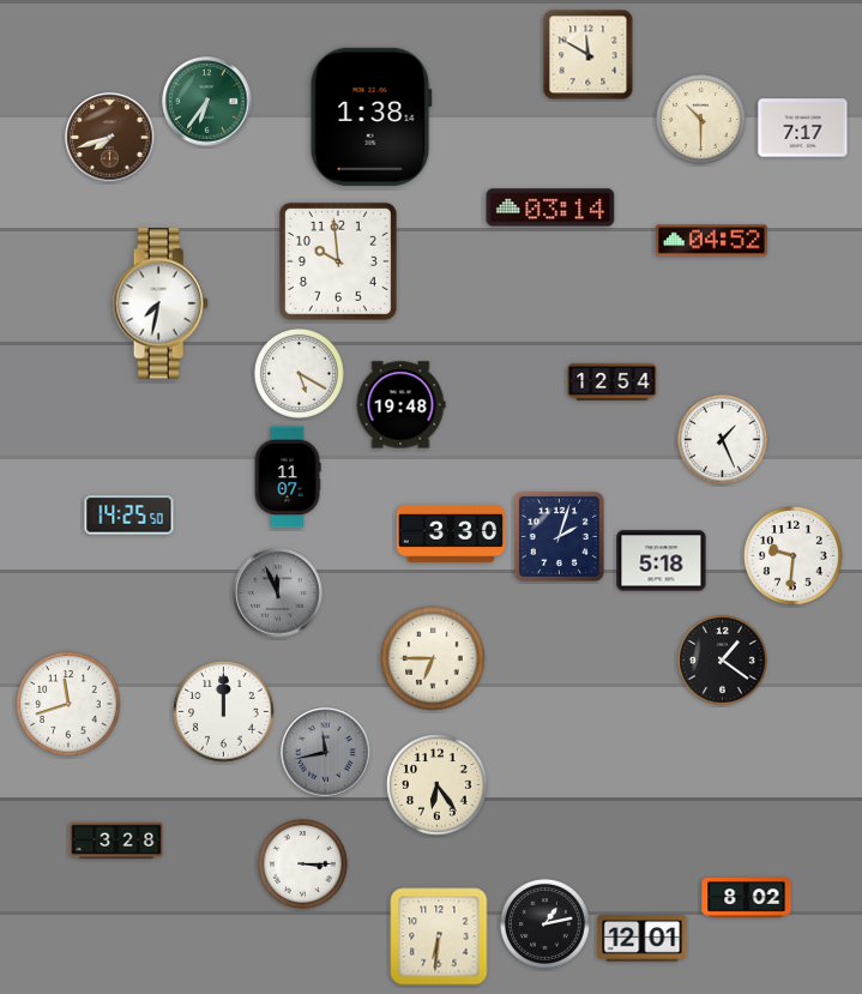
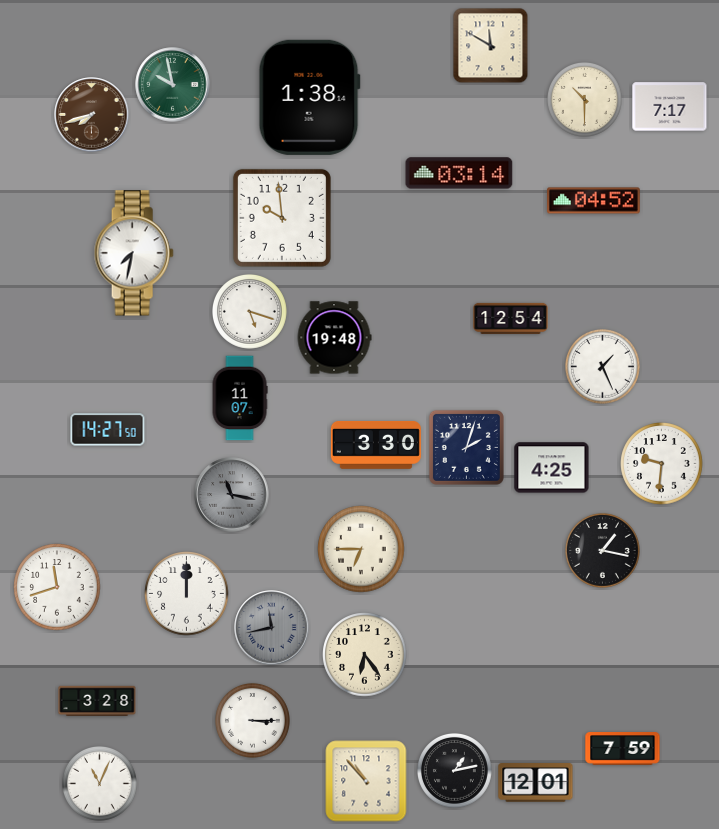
clock at (207, 102): 6:36 -> 9:58
clock at (300, 374): 5:20 -> 5:18
clock at (129, 516): 14:25 -> 14:27
clock at (662, 561): 5:18 -> 4:25
clock at (278, 594): 11:56 -> 11:17
clock at (723, 661): 1:21 -> 1:17
clock at (747, 898): 8:02 -> 7:59
clock at (439, 936): 6:31 -> 10:53
clock at (100, 784): none -> 11:04
